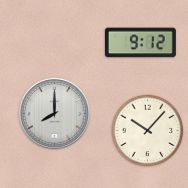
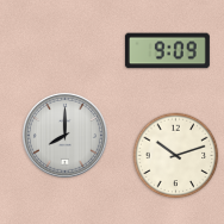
clock at (140, 43): 9:12 -> 9:09
clock at (148, 131): 10:07 -> 10:12
